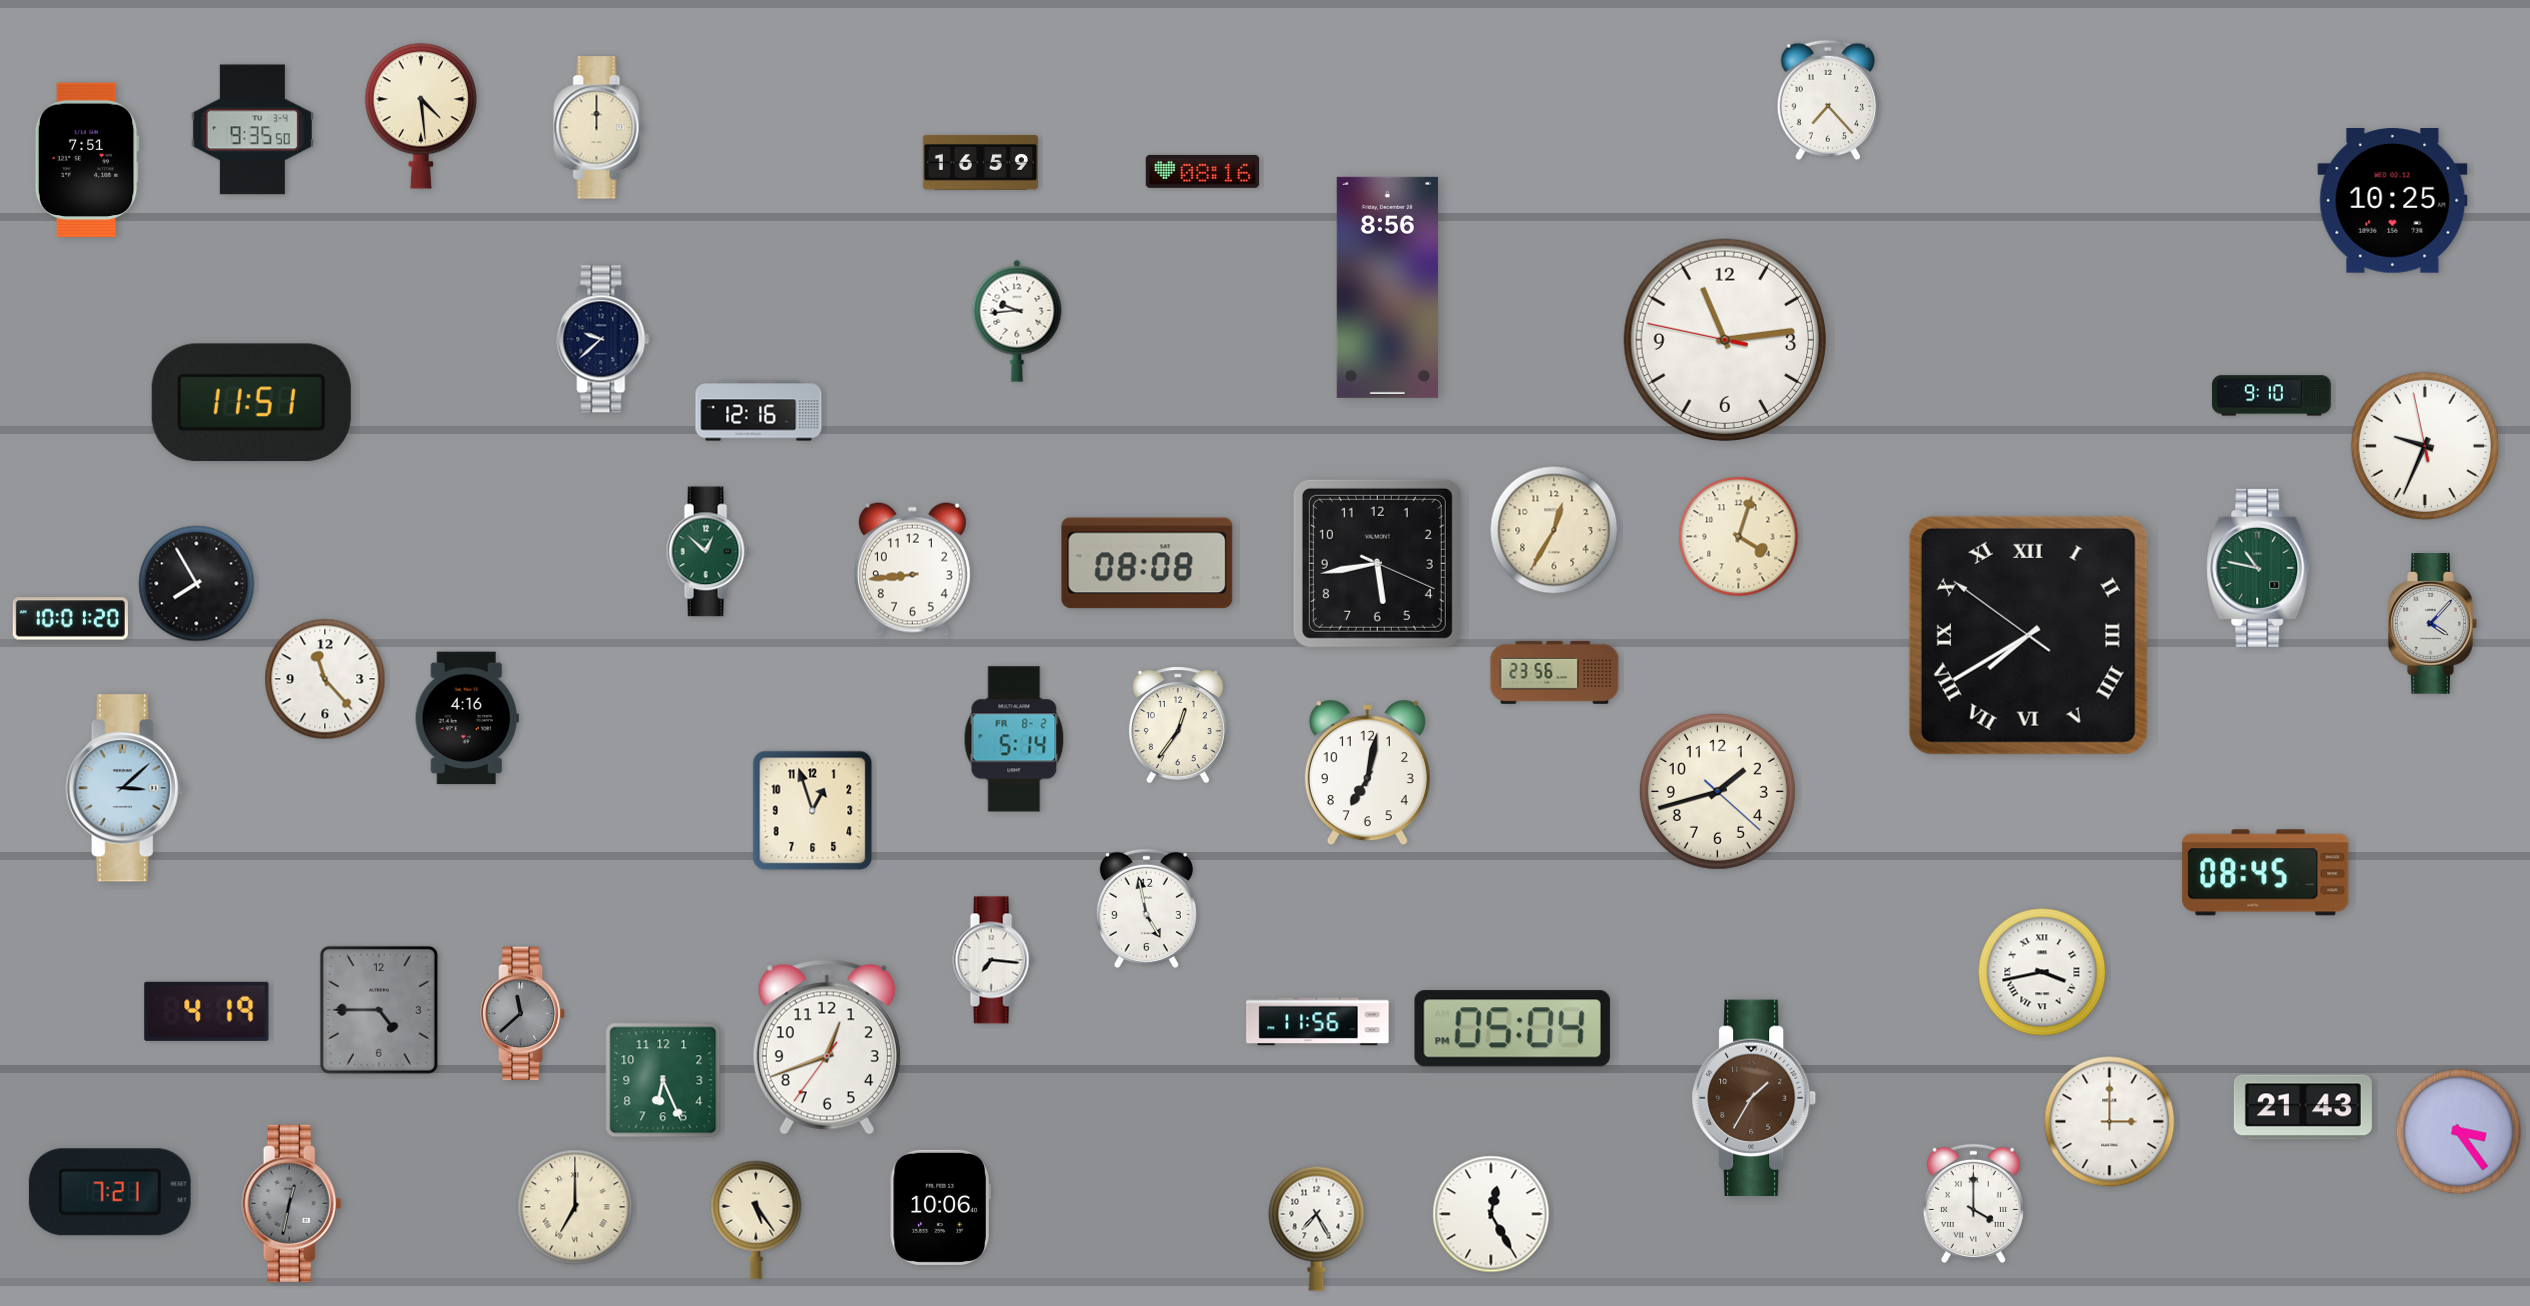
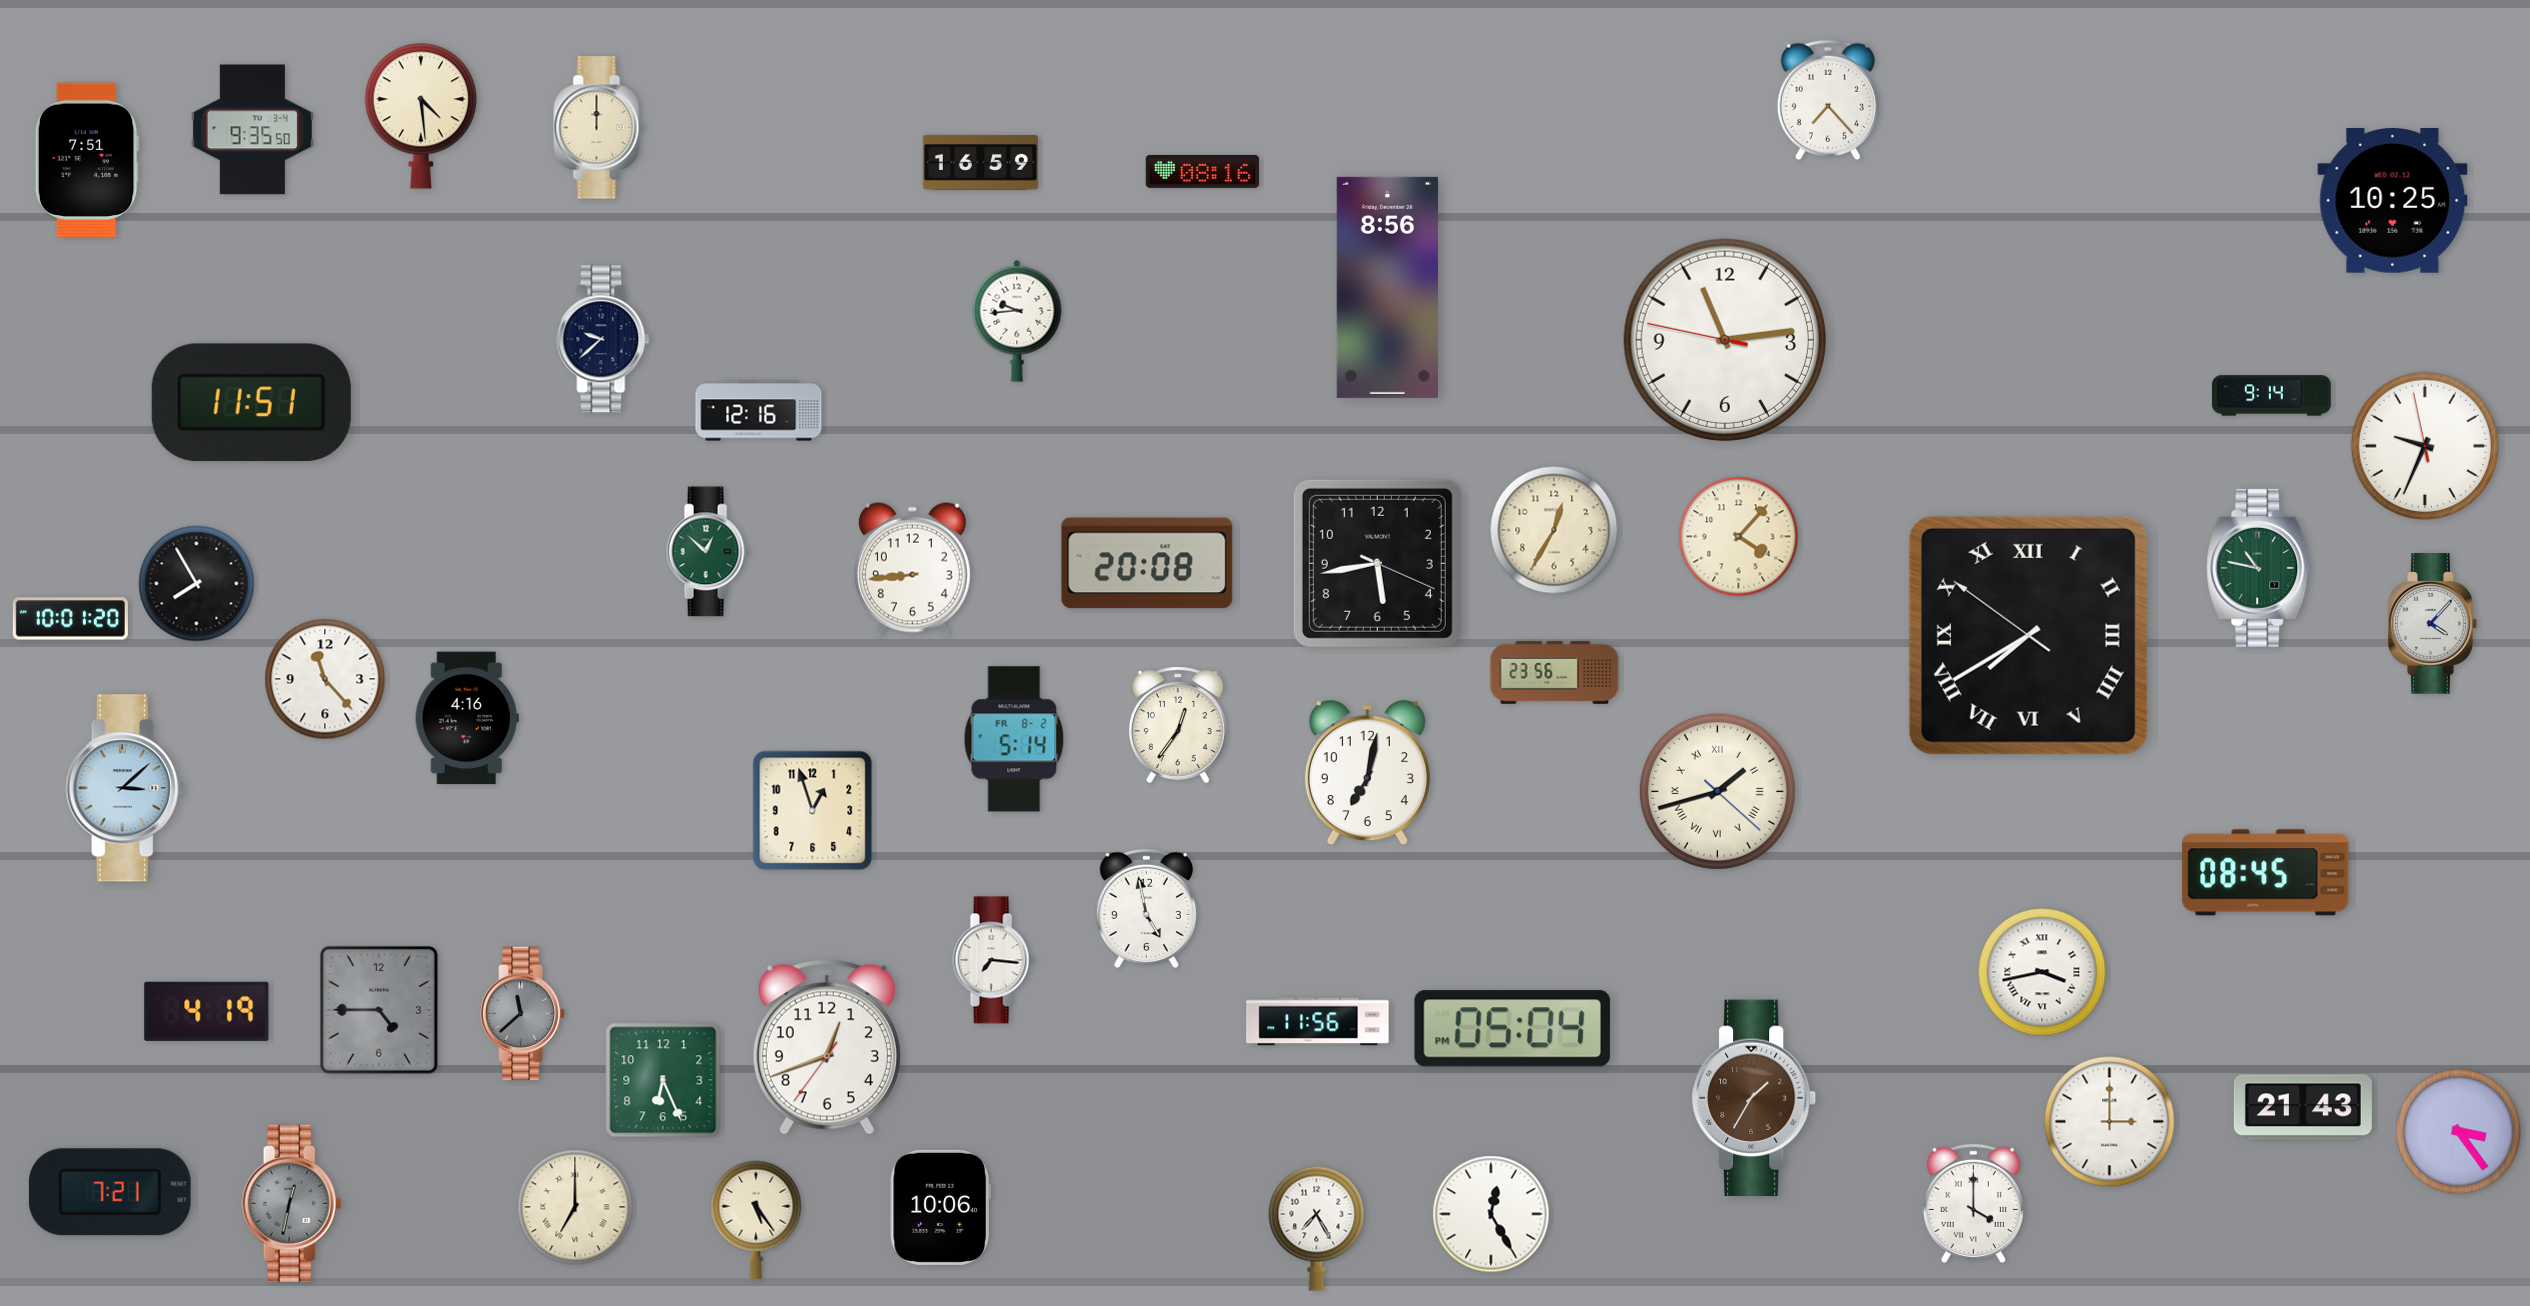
clock at (2272, 396): 9:10 -> 9:14
clock at (1739, 537): 4:03 -> 4:07
clock at (1147, 563): 08:08 -> 20:08
clock at (1717, 791) numerals: Arabic -> Roman
